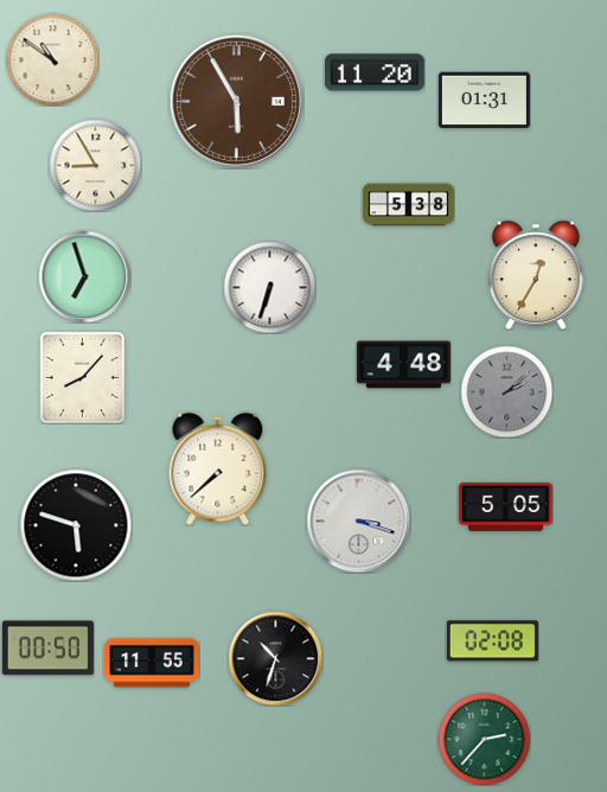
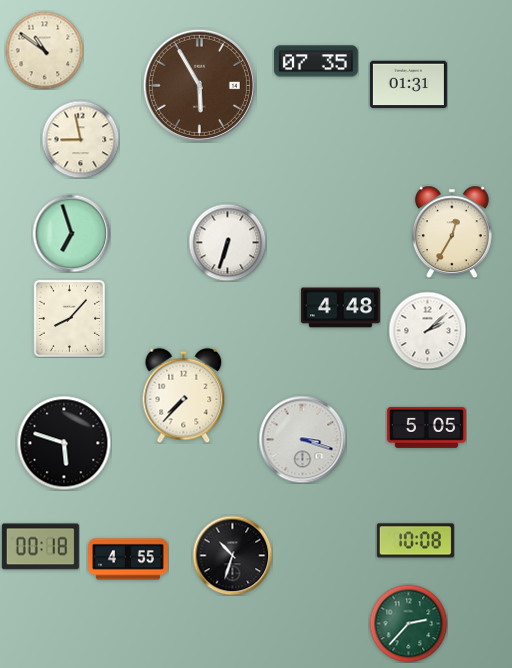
clock at (375, 72): 11:20 -> 07:35
clock at (95, 165): 8:55 -> 8:58
clock at (408, 205): 5:38 -> none
clock at (506, 391) dial: grey -> white
clock at (218, 468): 7:38 -> 7:37
clock at (492, 641): 02:08 -> 10:08
clock at (47, 649): 00:50 -> 00:18
clock at (153, 663): 11:55 -> 4:55
